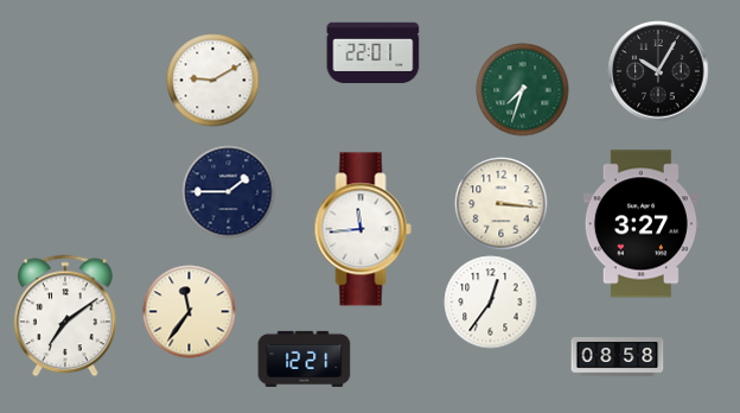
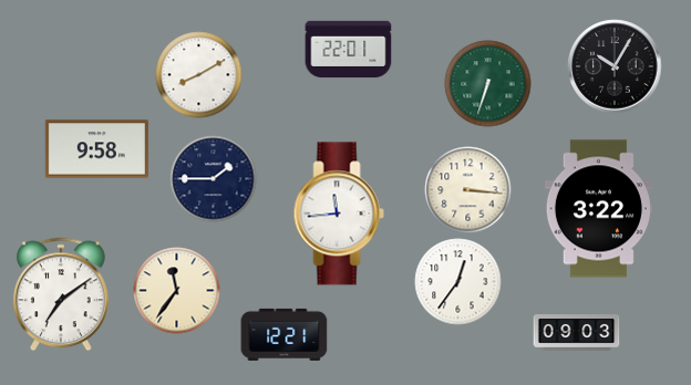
clock at (212, 80): 9:10 -> 8:10
clock at (522, 89): 7:33 -> 6:33
clock at (96, 149): none -> 9:58
clock at (640, 224): 3:27 -> 3:22
clock at (617, 357): 08:58 -> 09:03
